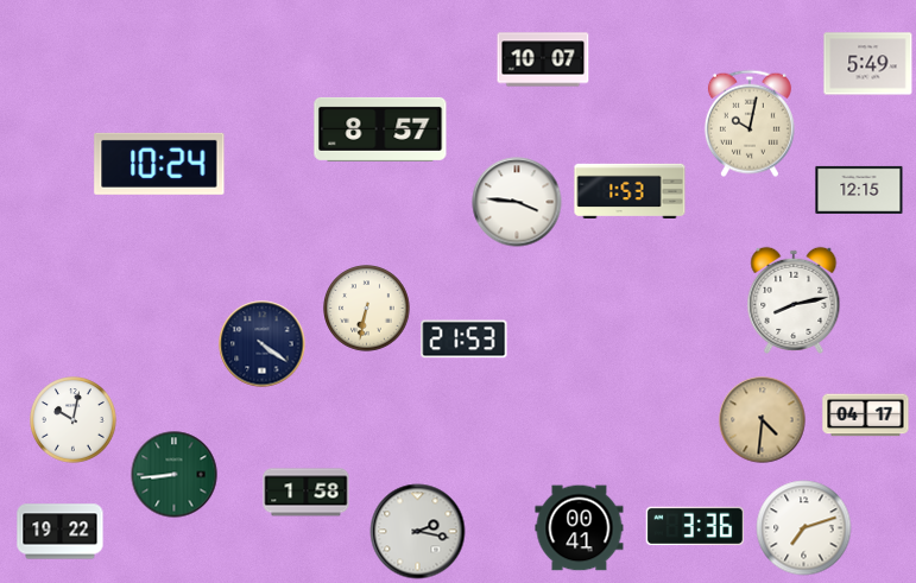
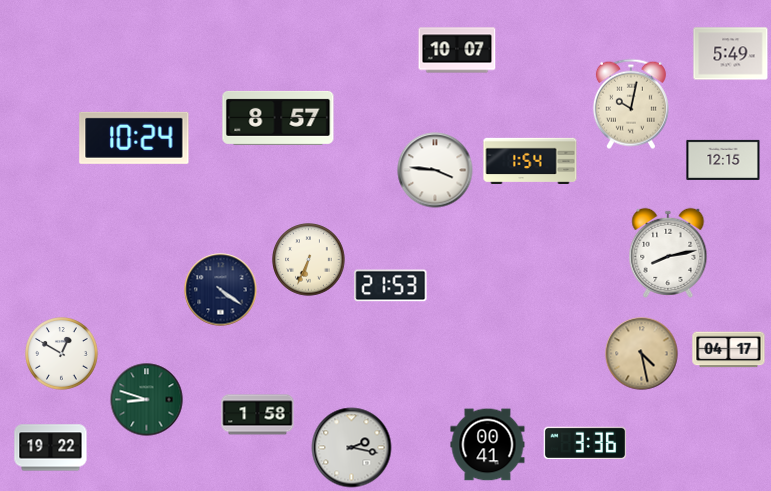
clock at (380, 129) position: (380, 129) -> (278, 118)
clock at (630, 190): 1:53 -> 1:54
clock at (367, 309): 6:32 -> 6:34
clock at (74, 420): 10:02 -> 12:50
clock at (763, 420): 4:31 -> 4:28
clock at (175, 475): 8:44 -> 8:48
clock at (804, 528): 7:12 -> none
